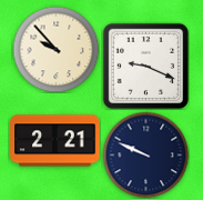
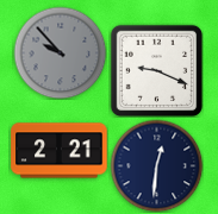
clock at (55, 49) dial: cream -> grey
clock at (145, 154): 9:49 -> 12:31
